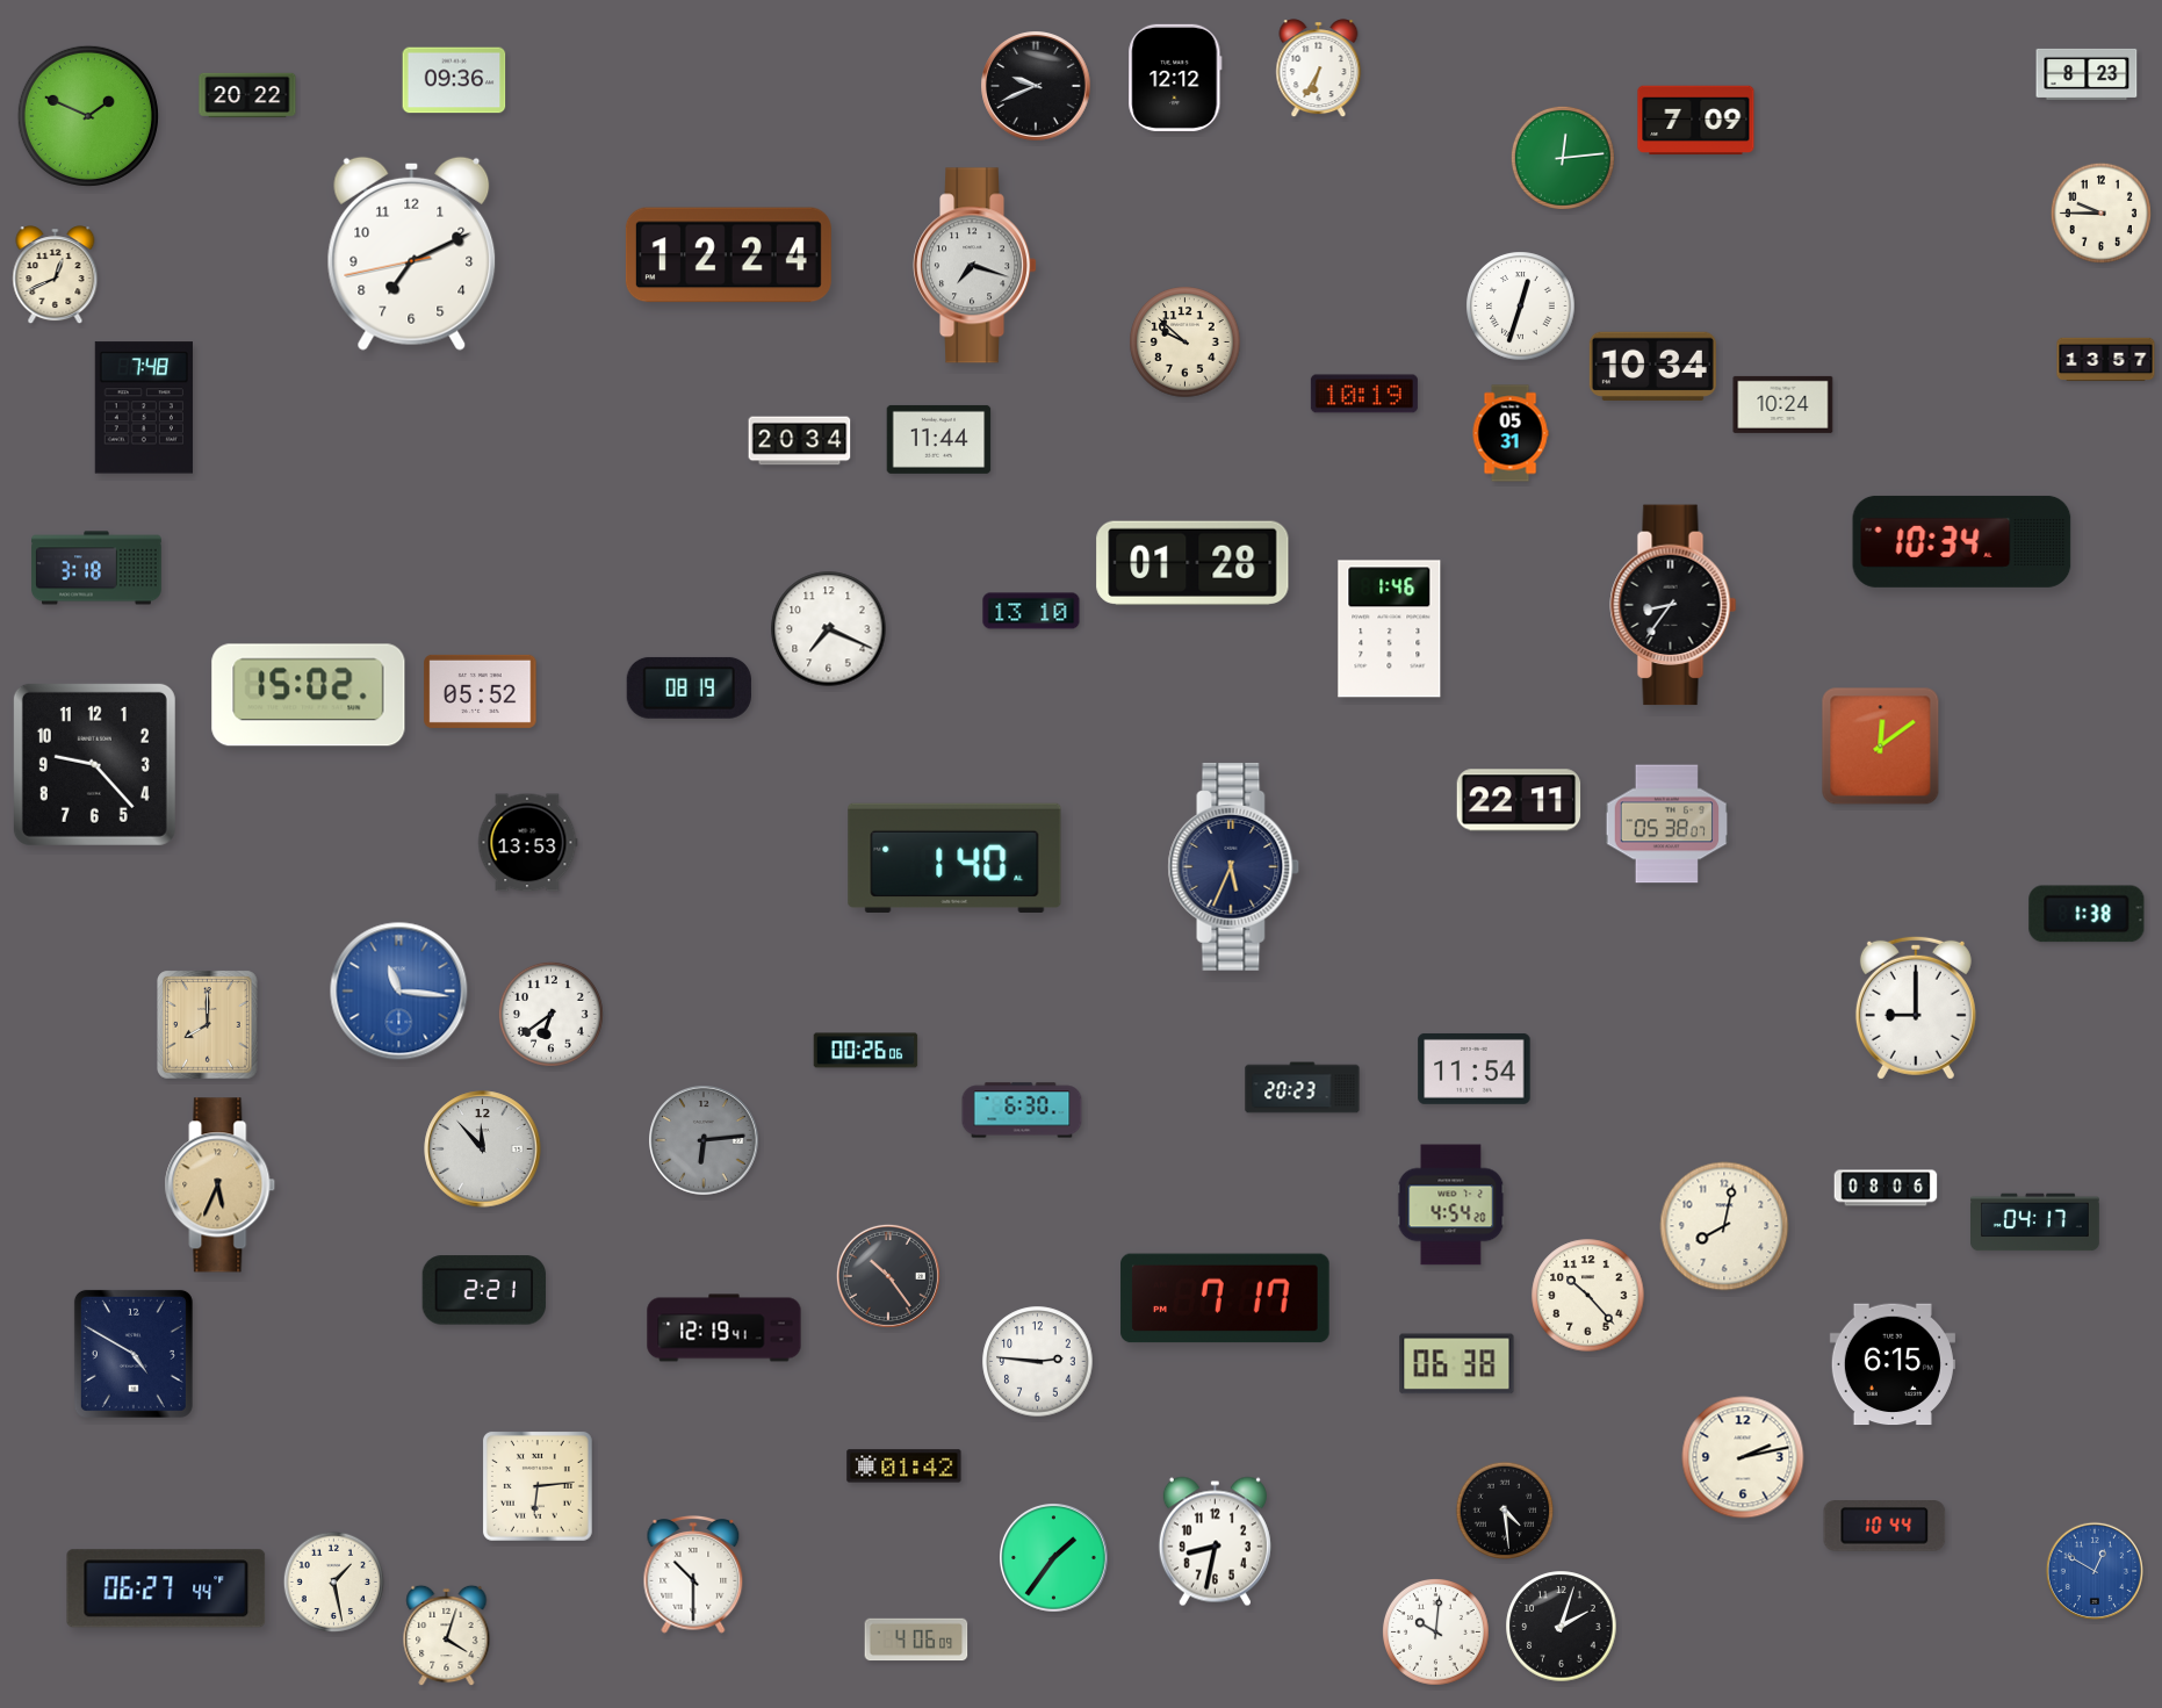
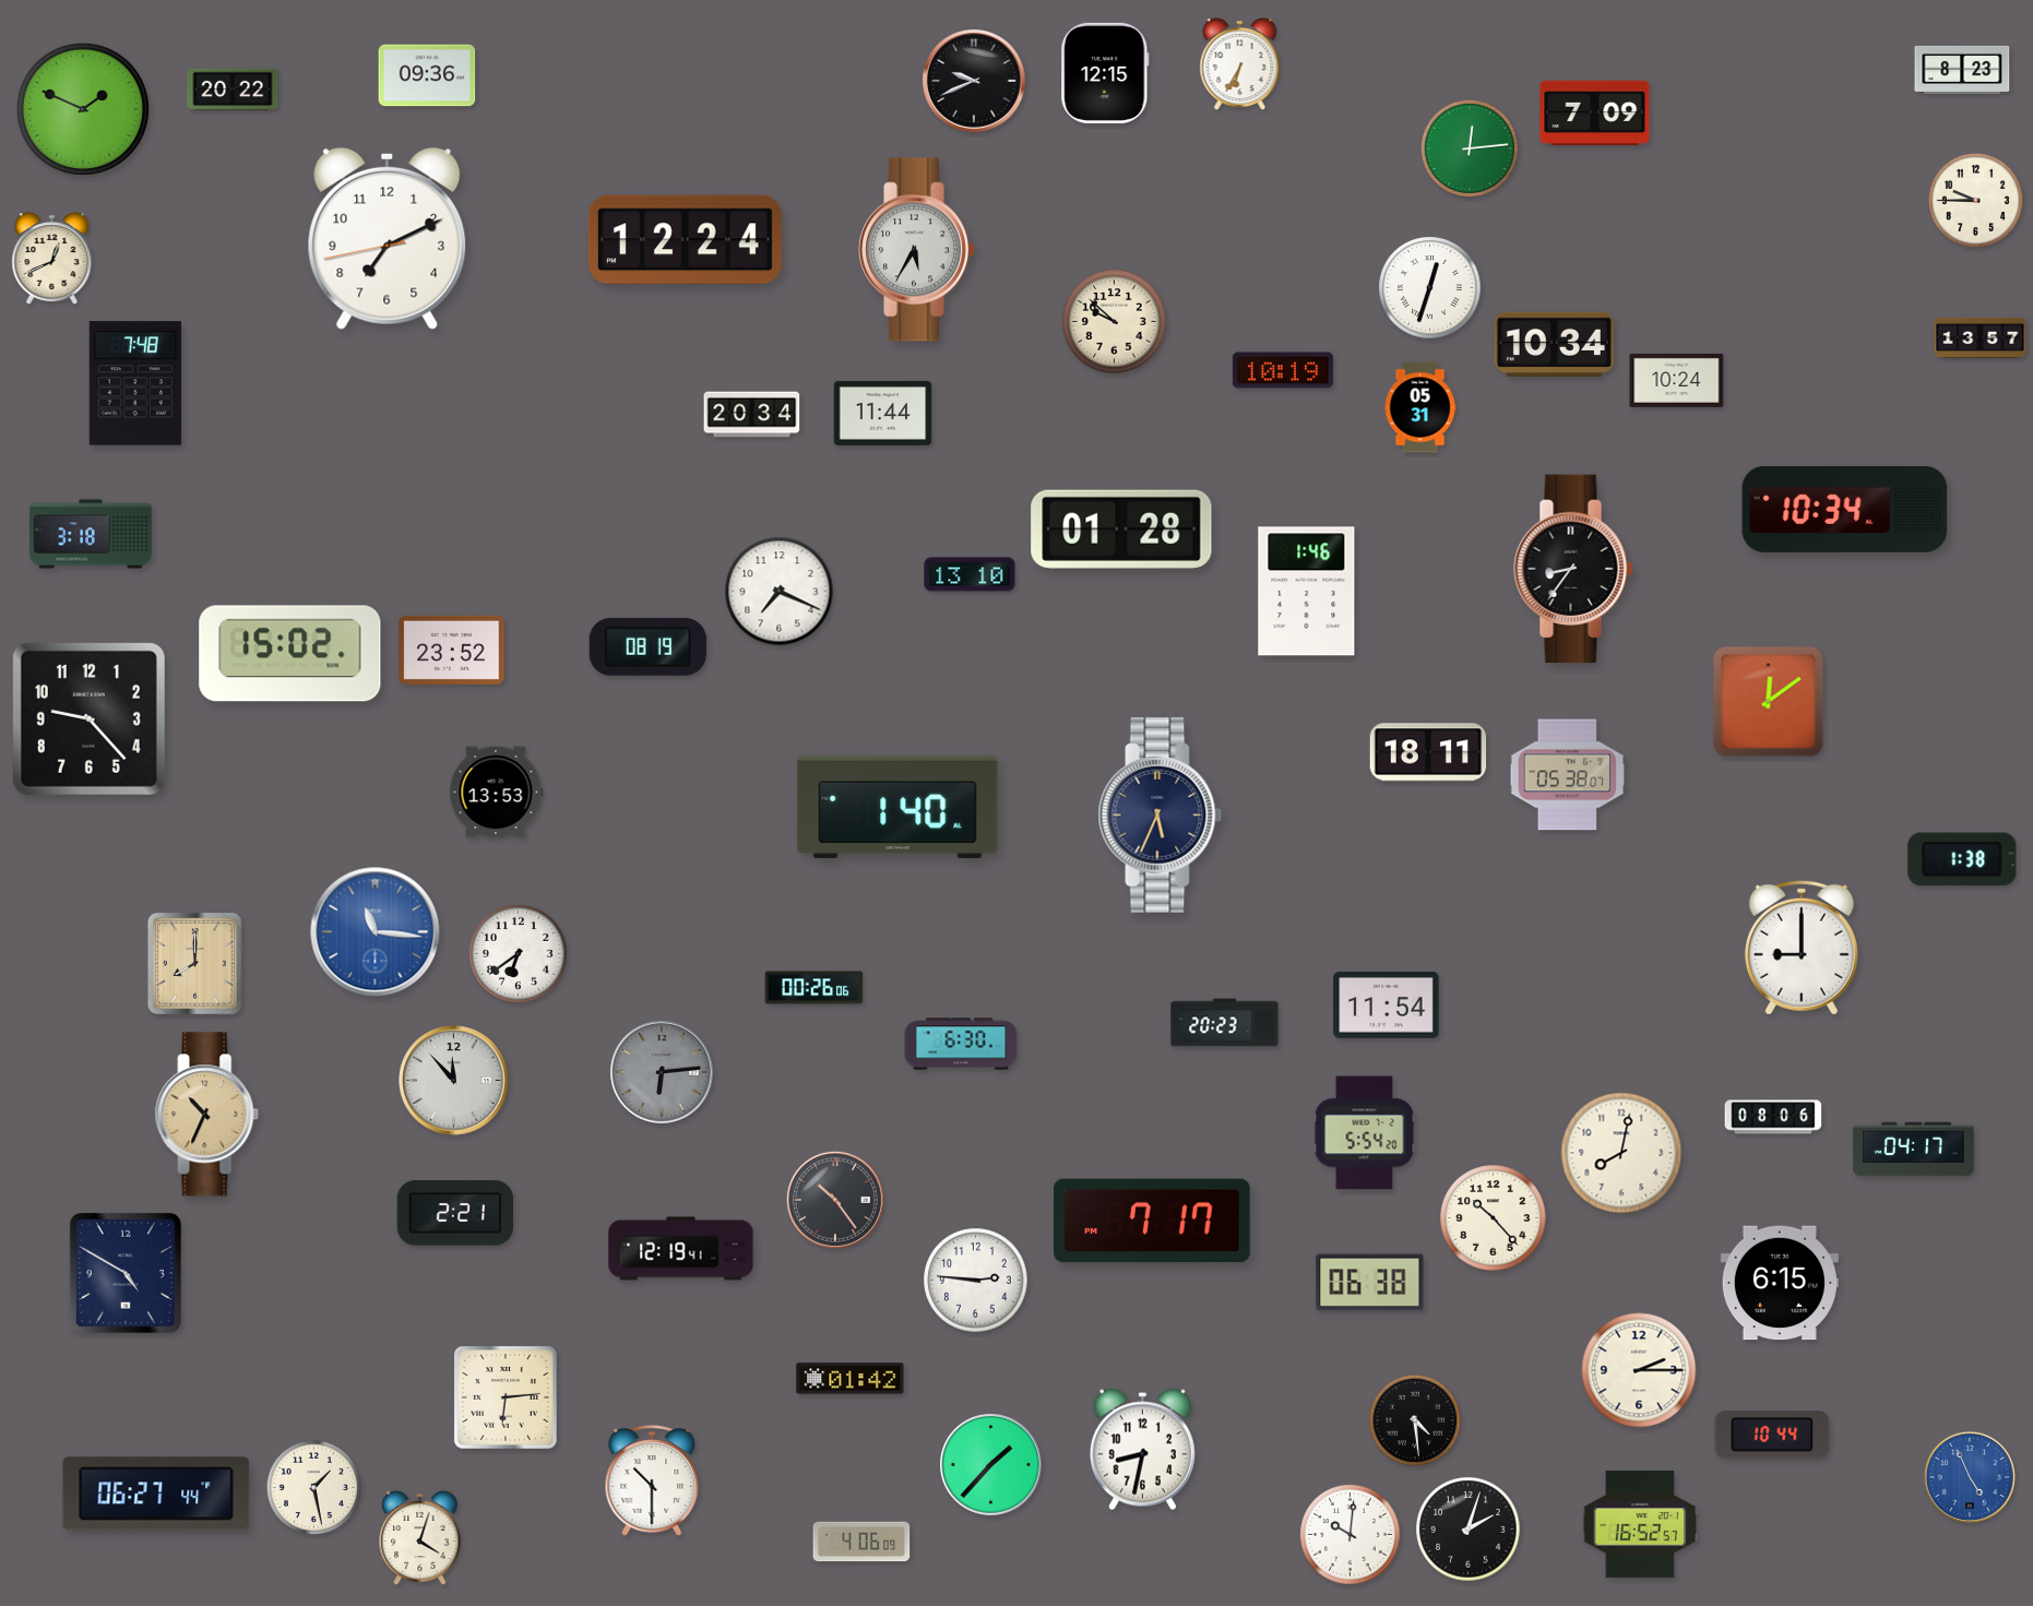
clock at (1175, 78): 12:12 -> 12:15
clock at (975, 266): 7:18 -> 5:35
clock at (481, 691): 05:52 -> 23:52
clock at (1519, 800): 22:11 -> 18:11
clock at (221, 1185): 5:34 -> 10:34
clock at (1451, 1205): 4:54 -> 5:54
clock at (1743, 1457): 2:13 -> 2:15
clock at (1054, 1558): 1:36 -> 1:37
clock at (2095, 1571): 12:50 -> 4:56
clock at (1640, 1524): none -> 16:52
